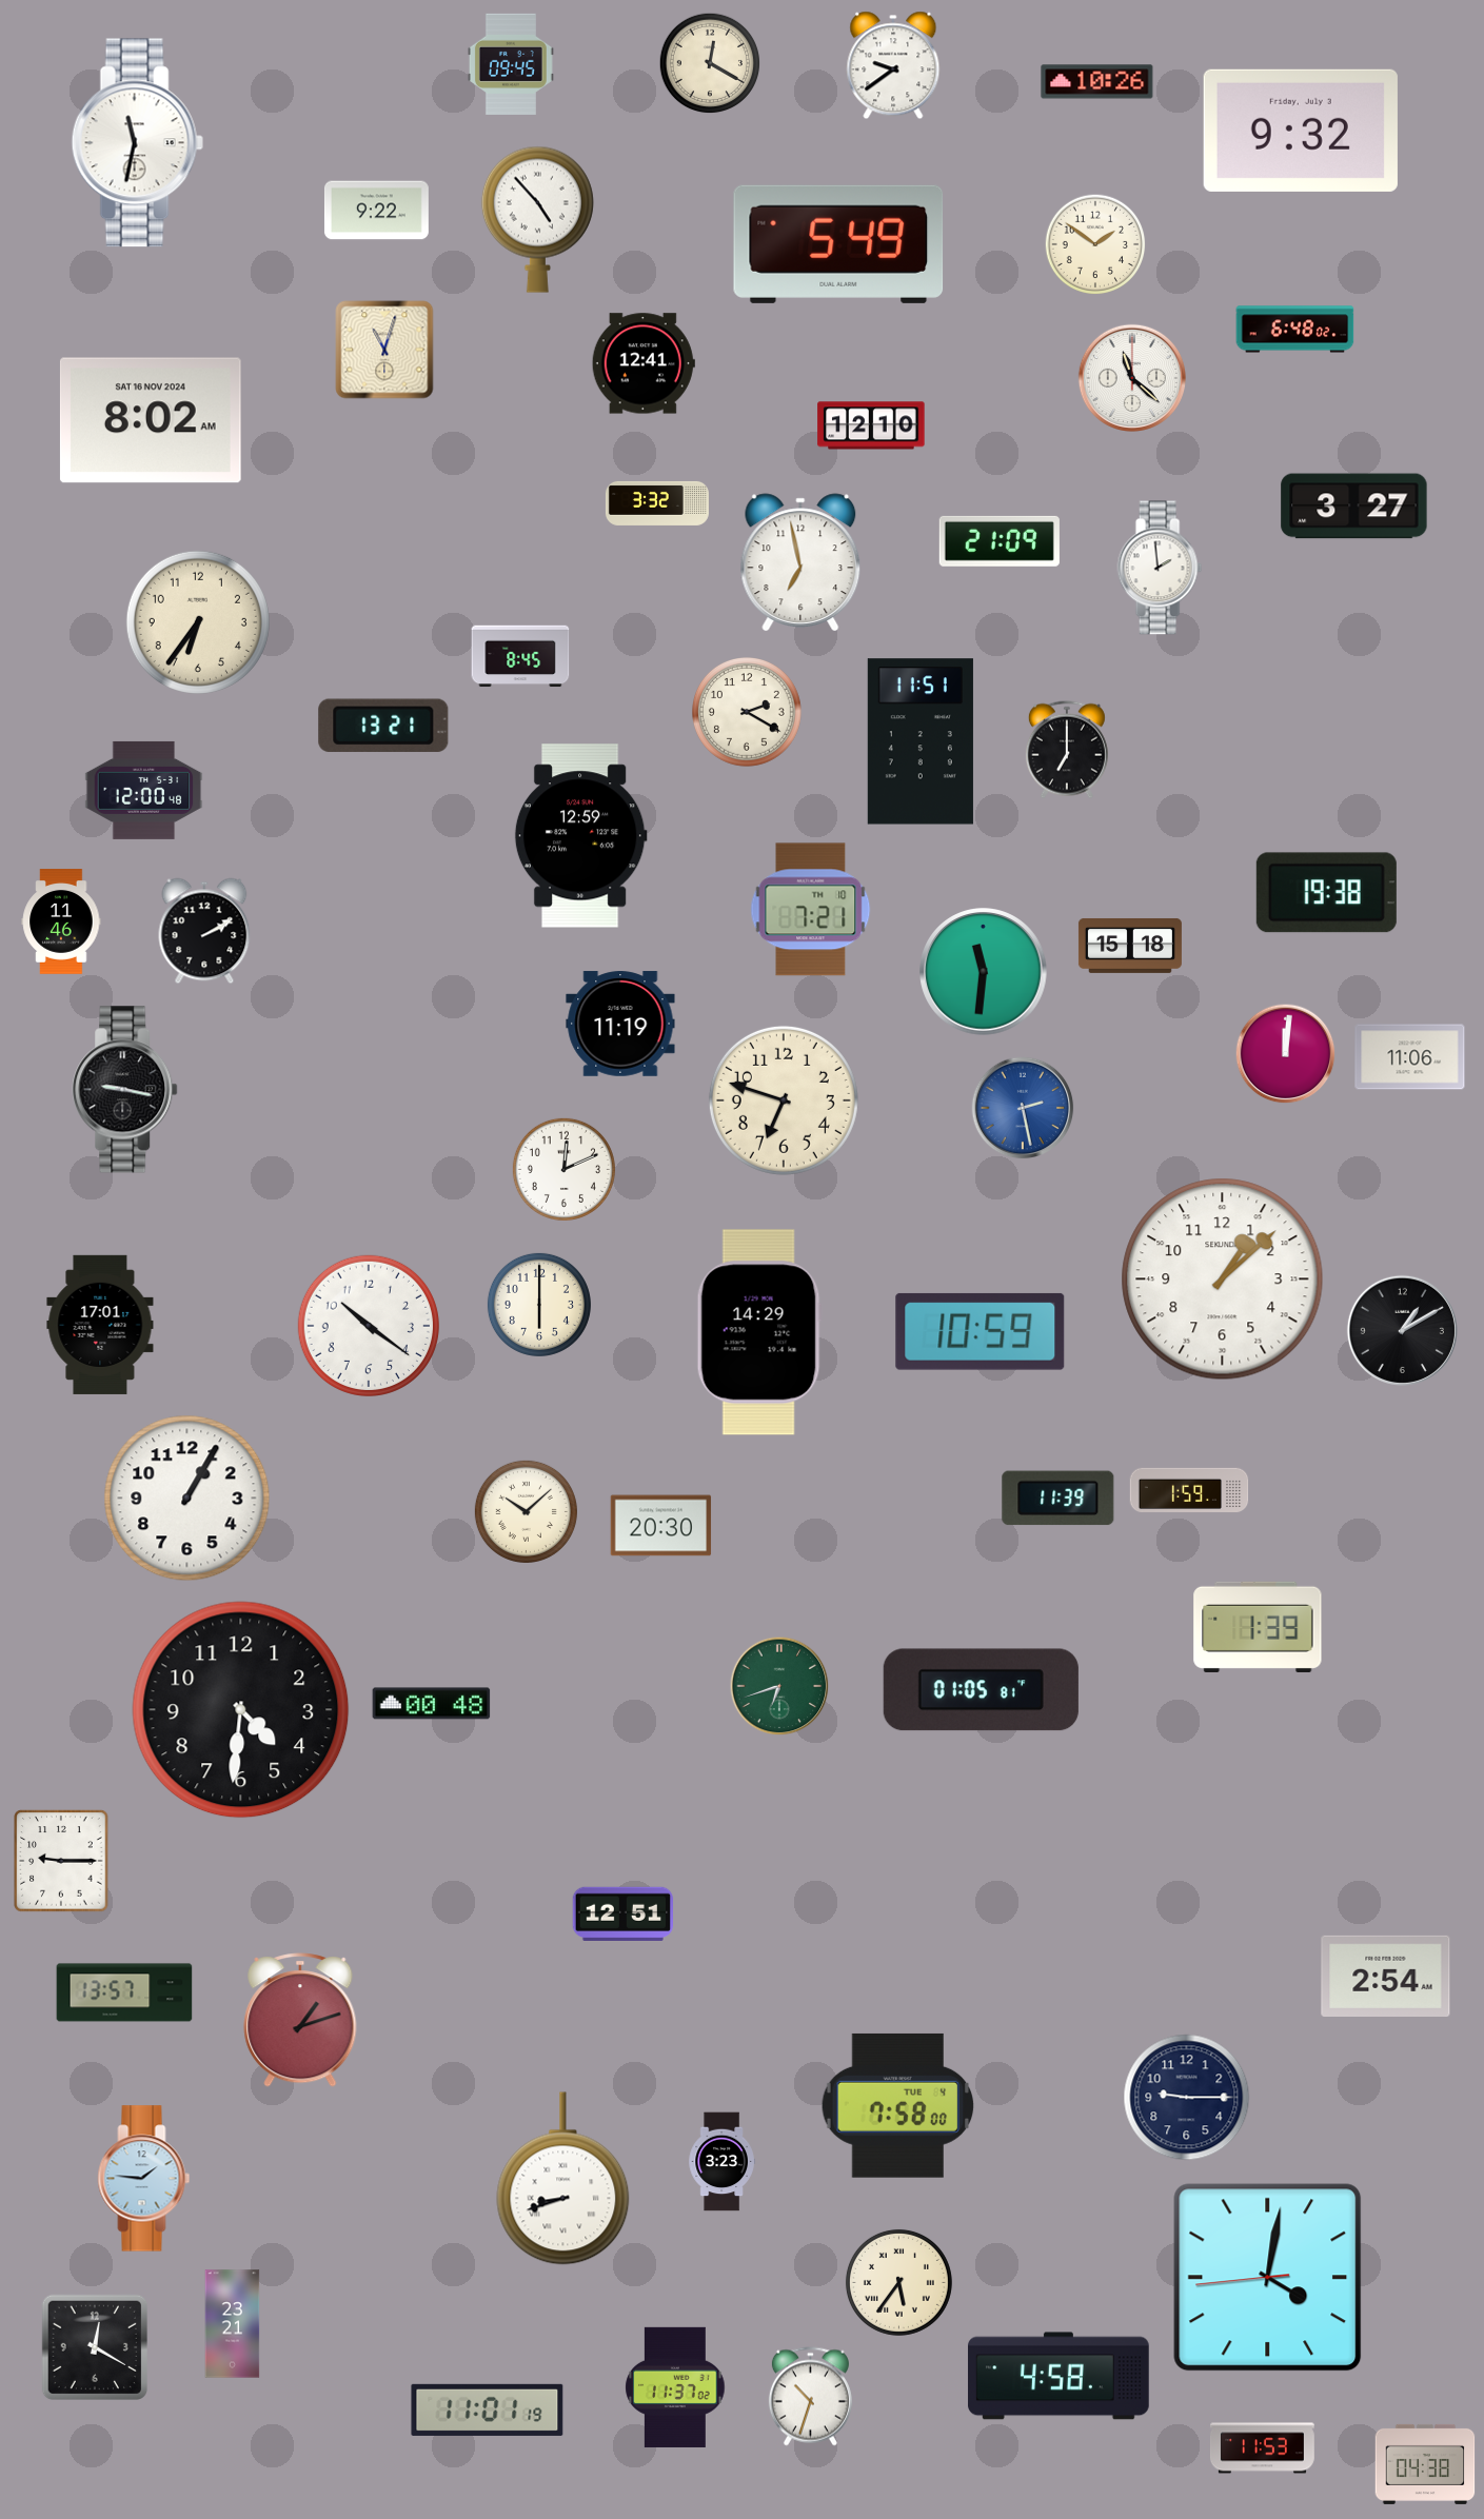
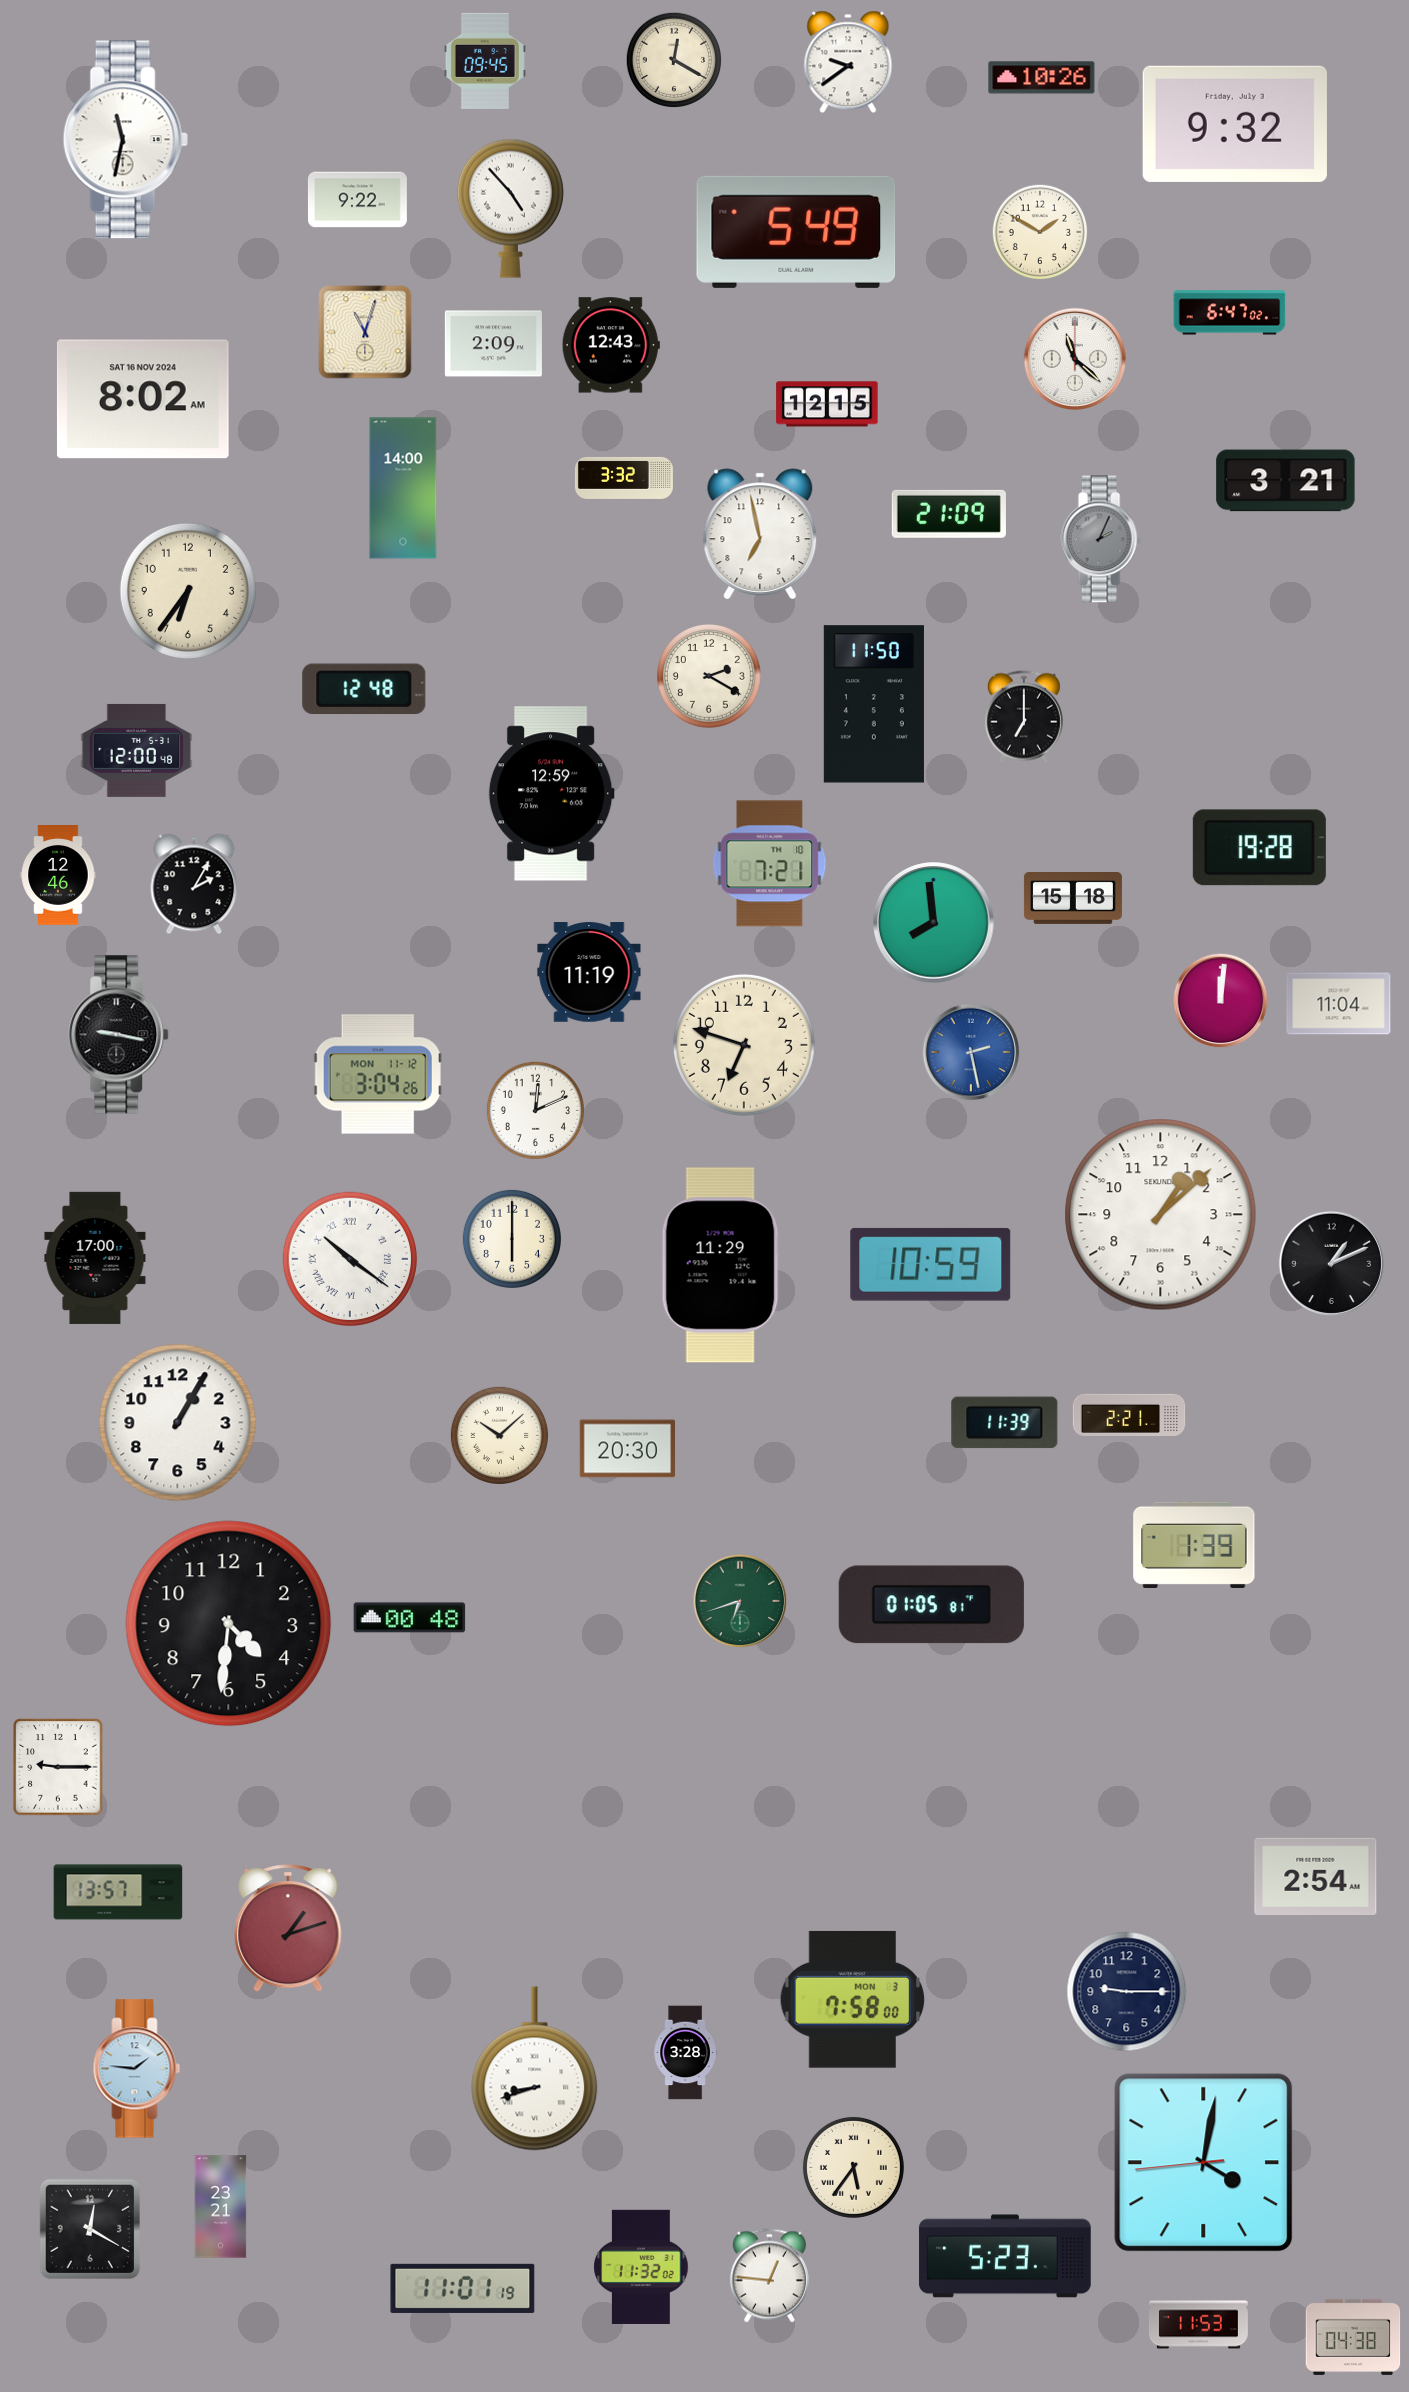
clock at (137, 143) position: (137, 143) -> (125, 140)
clock at (1095, 244): 1:51 -> 1:50
clock at (1295, 330): 6:48 -> 6:47
clock at (493, 344): none -> 2:09
clock at (644, 363): 12:41 -> 12:43
clock at (871, 425): 12:10 -> 12:15
clock at (1354, 507): 3:27 -> 3:21
clock at (403, 488): none -> 14:00
clock at (1160, 568): 1:59 -> 2:04
clock at (1160, 568) dial: white -> grey
clock at (520, 656): 8:45 -> none
clock at (383, 726): 13:21 -> 12:48
clock at (921, 741): 11:51 -> 11:50
clock at (1067, 750) position: (1067, 750) -> (1024, 717)
clock at (1326, 893): 19:38 -> 19:28
clock at (61, 921): 11:46 -> 12:46
clock at (204, 931): 2:10 -> 2:05
clock at (984, 972): 11:31 -> 7:59
clock at (1410, 1057): 11:06 -> 11:04
clock at (378, 1074): none -> 3:04
clock at (100, 1325): 17:01 -> 17:00
clock at (369, 1326) numerals: Arabic -> Roman
clock at (1402, 1330): 1:10 -> 1:11
clock at (759, 1332): 14:29 -> 11:29
clock at (1189, 1489): 1:59 -> 2:21
clock at (624, 1915): 12:51 -> none
clock at (300, 2020) position: (300, 2020) -> (288, 1928)
clock at (898, 2105) date: TUE 4 -> MON 3
clock at (721, 2162): 3:23 -> 3:28
clock at (1058, 2376): 4:58 -> 5:23
clock at (675, 2387): 11:37 -> 11:32
clock at (810, 2397): 10:33 -> 12:46
clock at (1425, 2464) position: (1425, 2464) -> (1353, 2337)
